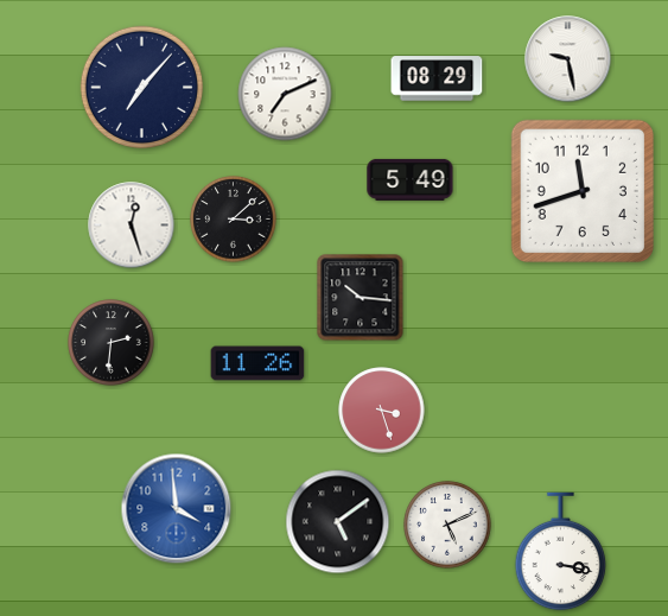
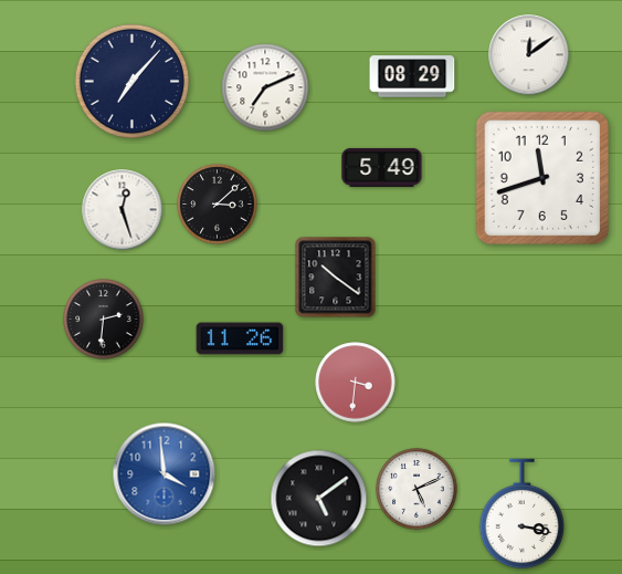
clock at (568, 59): 9:28 -> 12:09
clock at (437, 78) position: (437, 78) -> (412, 76)
clock at (361, 298): 10:16 -> 10:21
clock at (382, 411): 3:27 -> 3:31
clock at (338, 522) position: (338, 522) -> (319, 499)
